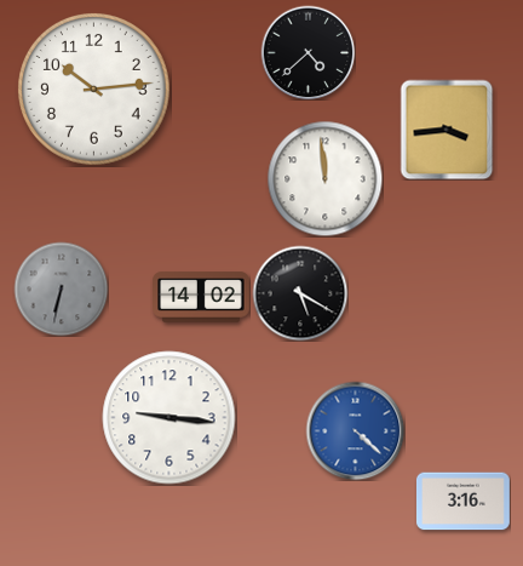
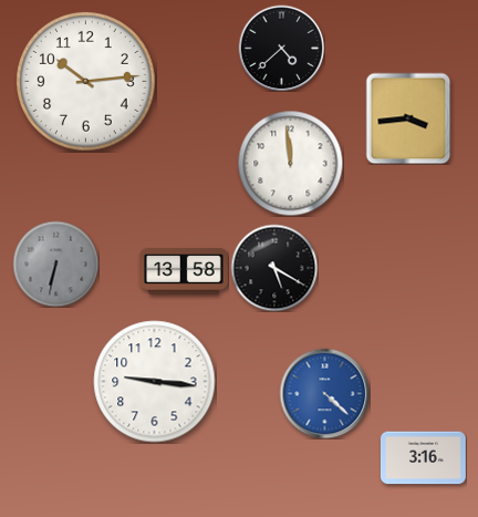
clock at (324, 178) position: (324, 178) -> (290, 163)
clock at (201, 297): 14:02 -> 13:58
